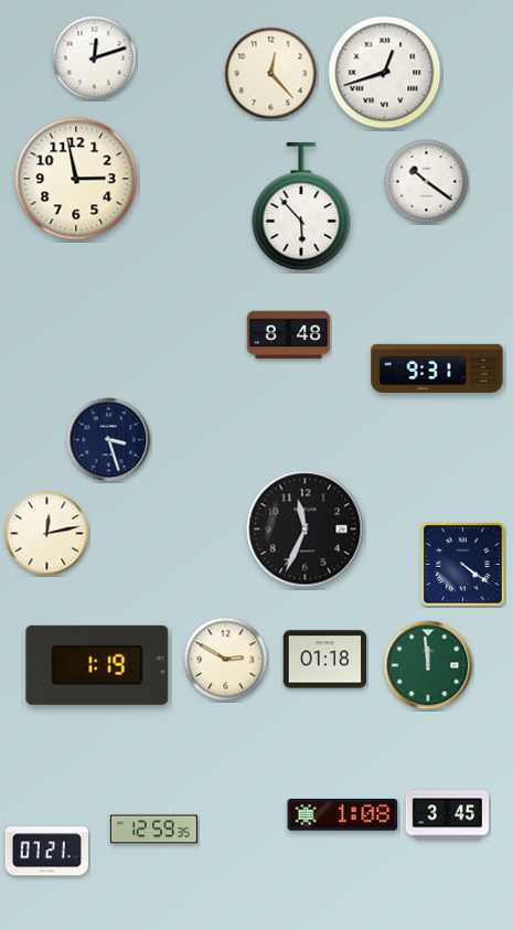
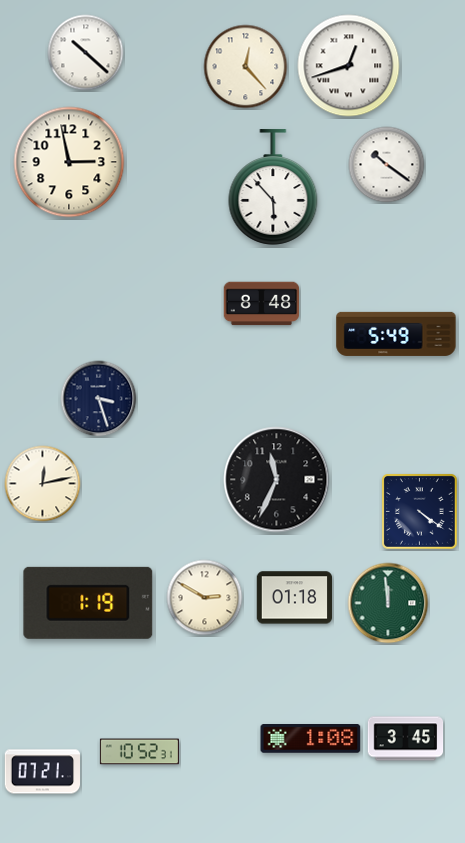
clock at (95, 58): 12:12 -> 10:22
clock at (437, 368): 9:31 -> 5:49
clock at (153, 830): 12:59 -> 10:52
